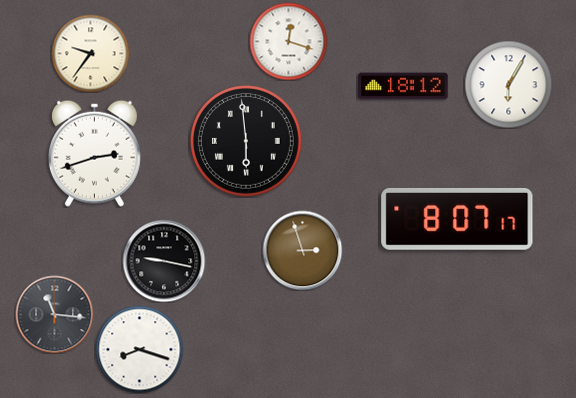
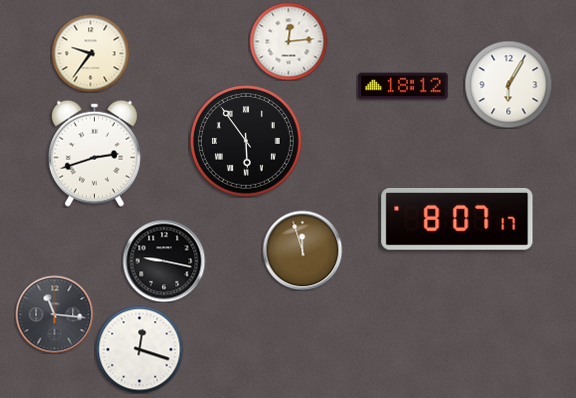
clock at (288, 41): 12:18 -> 12:14
clock at (247, 142): 5:59 -> 5:54
clock at (302, 250): 2:57 -> 11:57
clock at (139, 349): 8:18 -> 12:18
